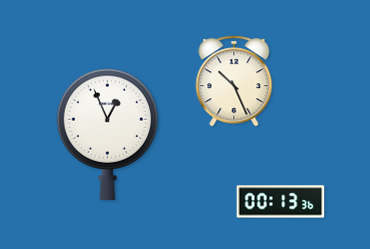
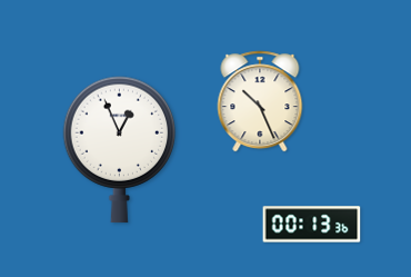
clock at (234, 81) position: (234, 81) -> (260, 101)
